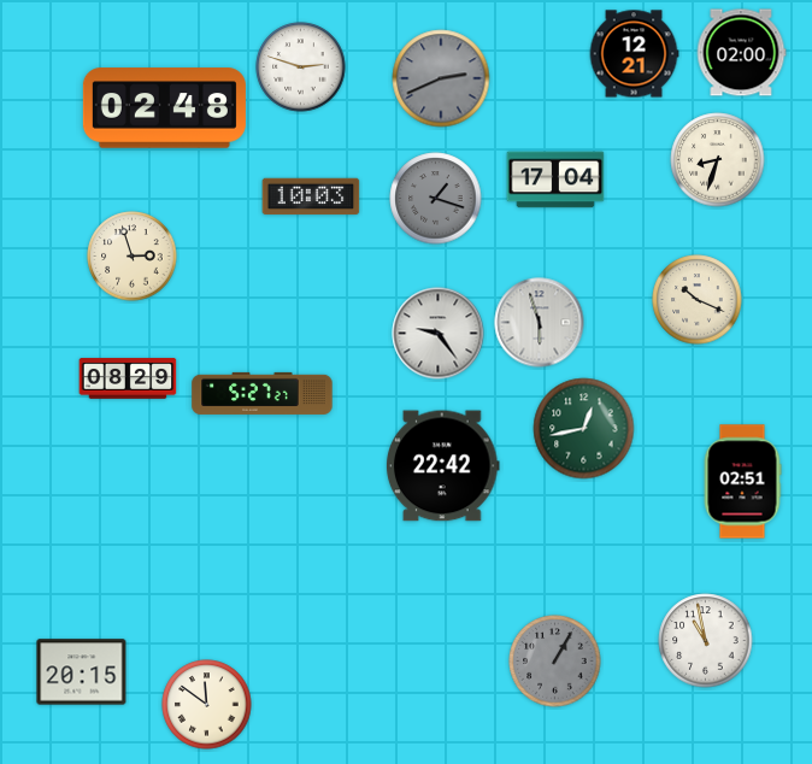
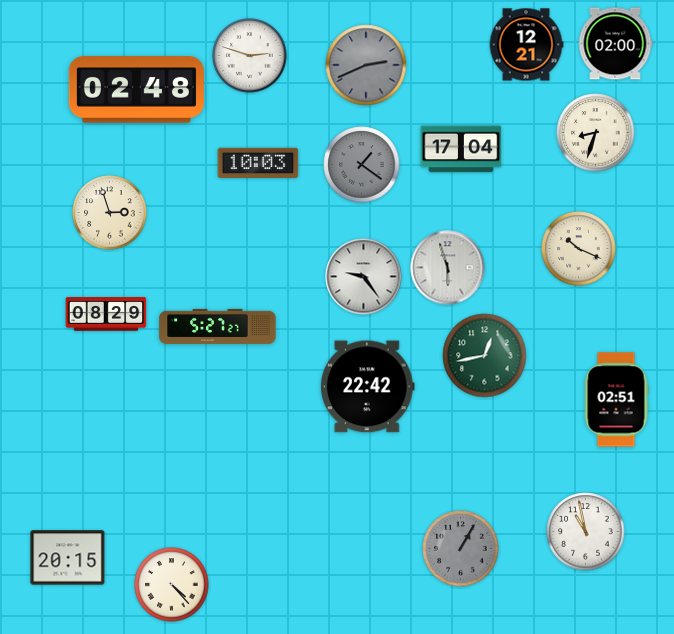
clock at (436, 199): 1:18 -> 1:21
clock at (207, 705): 11:51 -> 4:23
